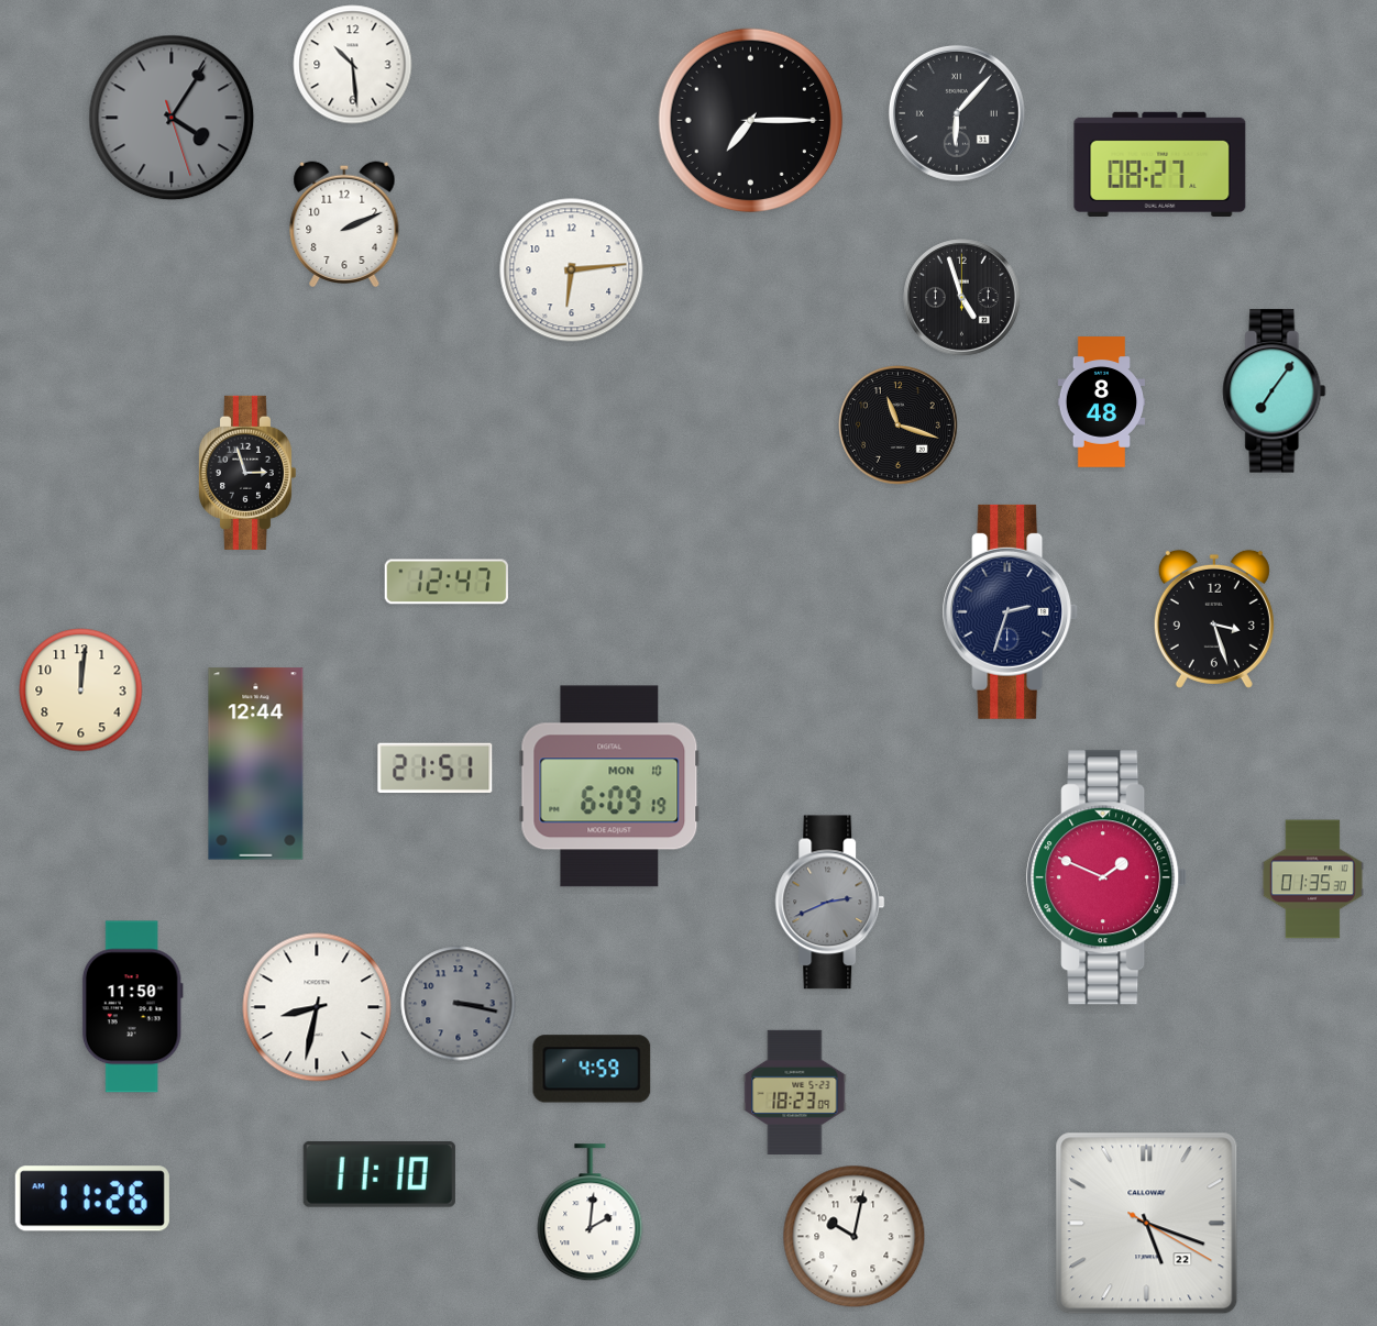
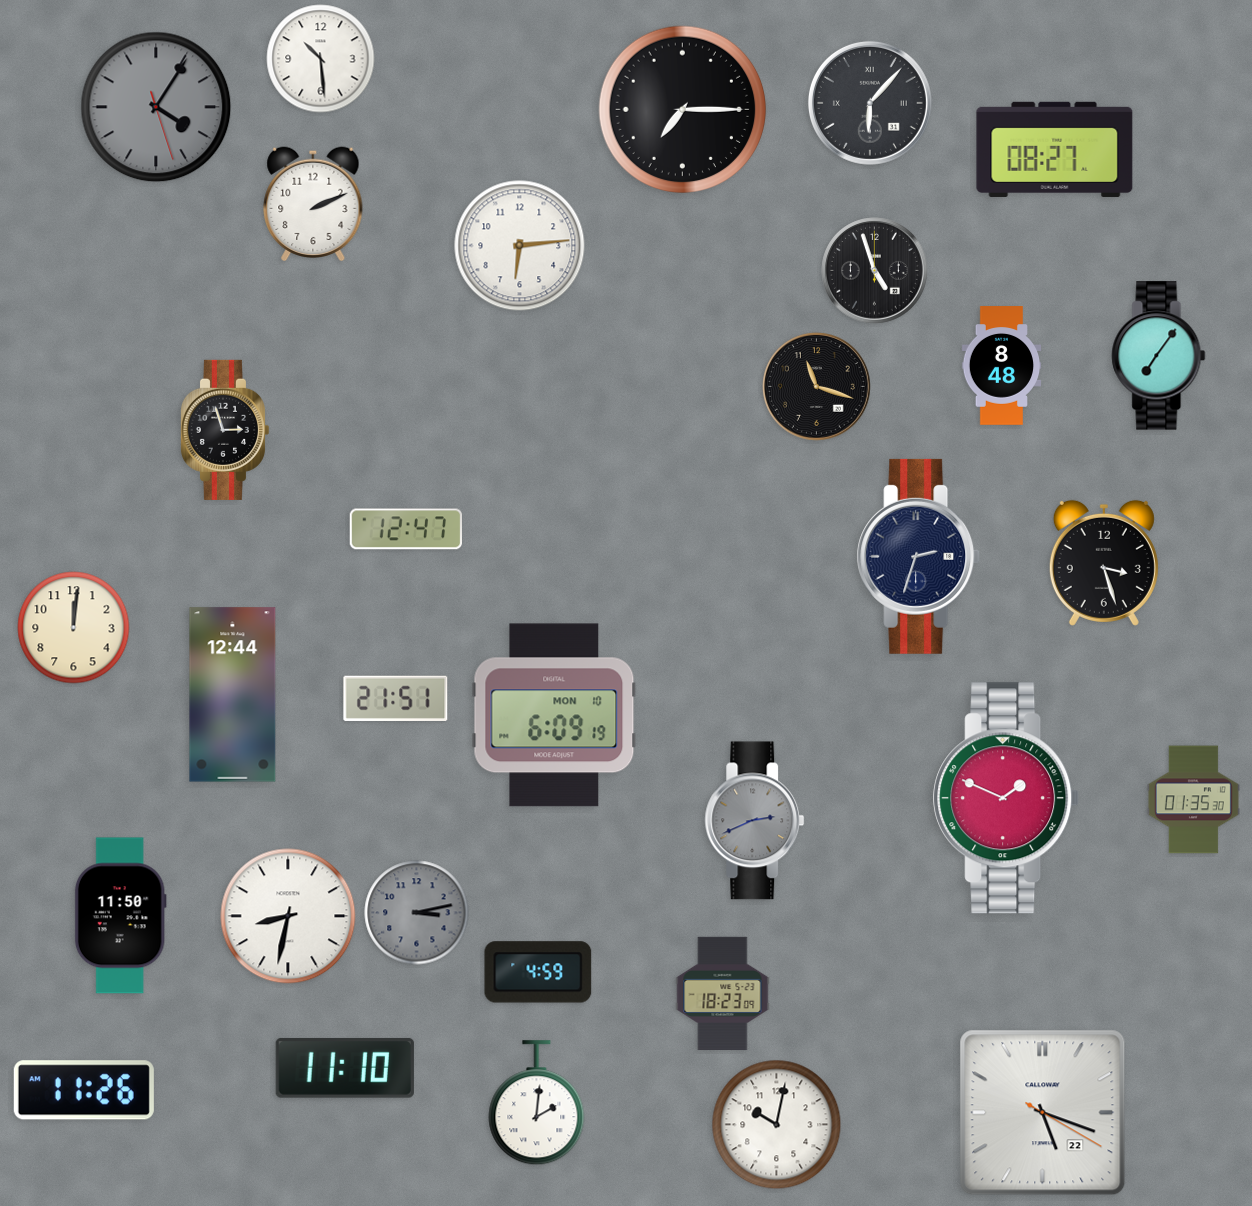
clock at (459, 1004): 3:17 -> 3:13
